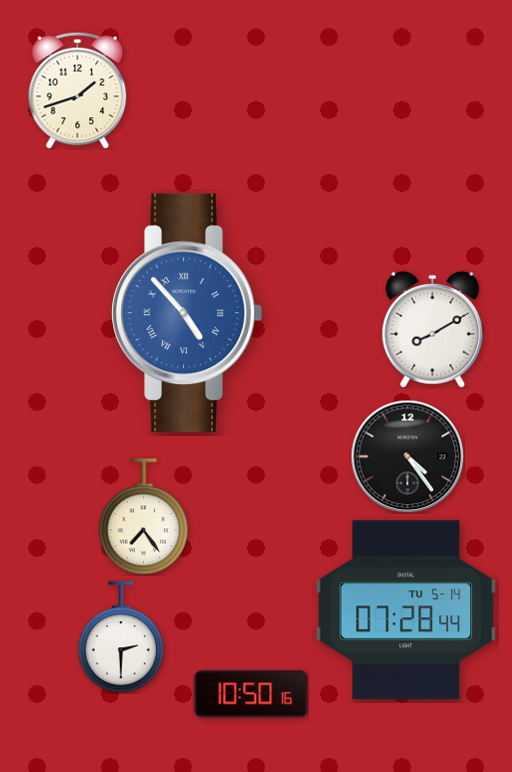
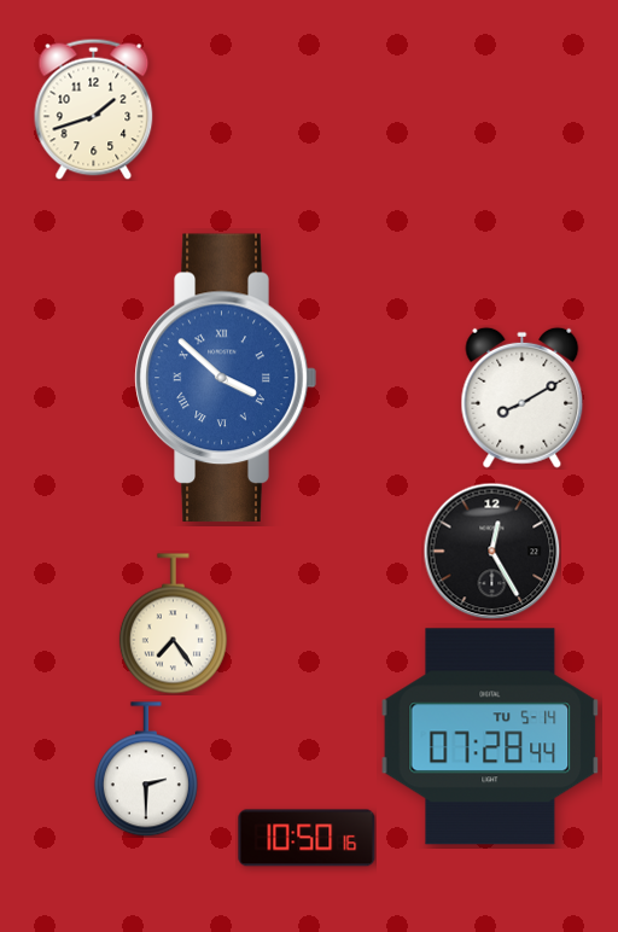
clock at (187, 313): 4:53 -> 3:52
clock at (407, 456): 4:24 -> 12:25
clock at (251, 694) position: (251, 694) -> (307, 838)
